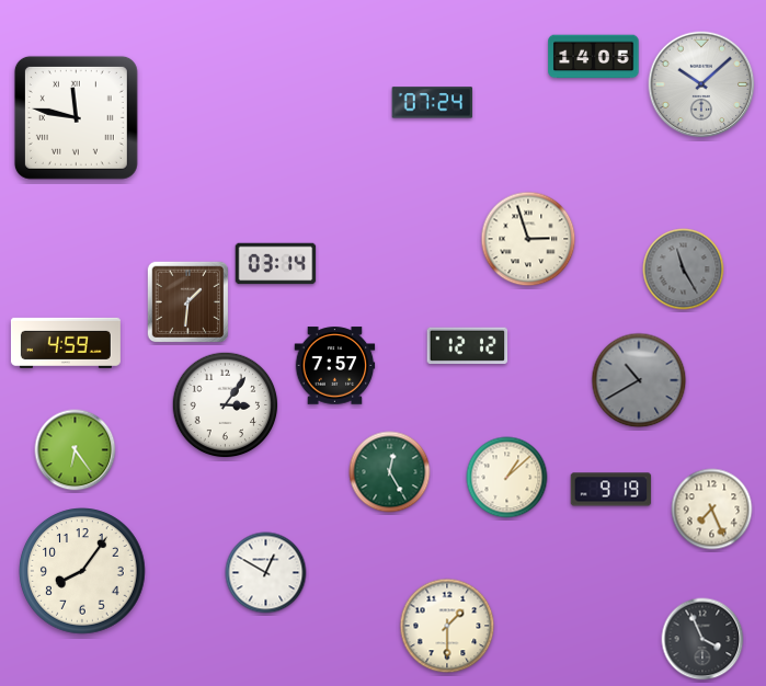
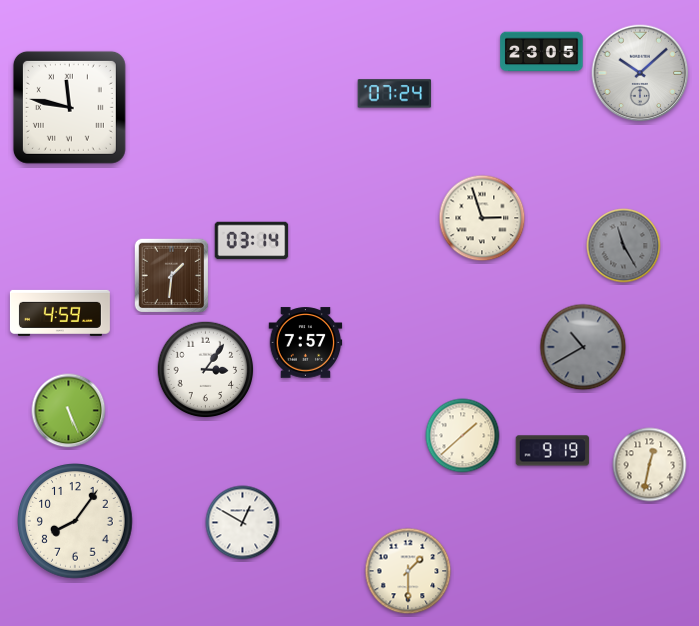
clock at (594, 57): 14:05 -> 23:05
clock at (701, 84) position: (701, 84) -> (640, 73)
clock at (468, 345): 12:12 -> none
clock at (335, 366) position: (335, 366) -> (306, 343)
clock at (76, 450): 6:24 -> 5:26
clock at (390, 472): 12:25 -> none
clock at (507, 478): 1:08 -> 1:38
clock at (611, 490) position: (611, 490) -> (553, 451)
clock at (712, 510): 7:26 -> 12:32
clock at (702, 639): 3:56 -> none
